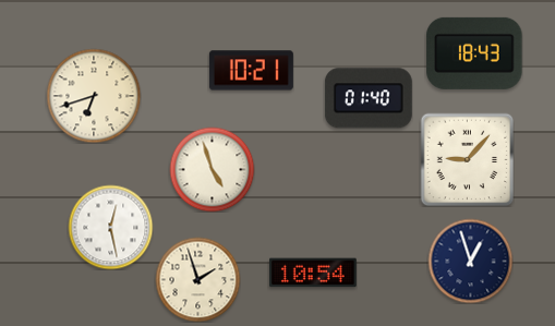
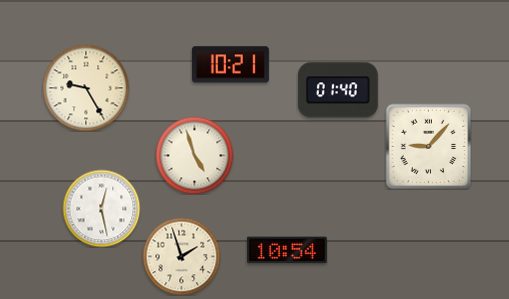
clock at (474, 53): 18:43 -> none
clock at (94, 96): 6:42 -> 9:25
clock at (470, 261): 12:57 -> none
